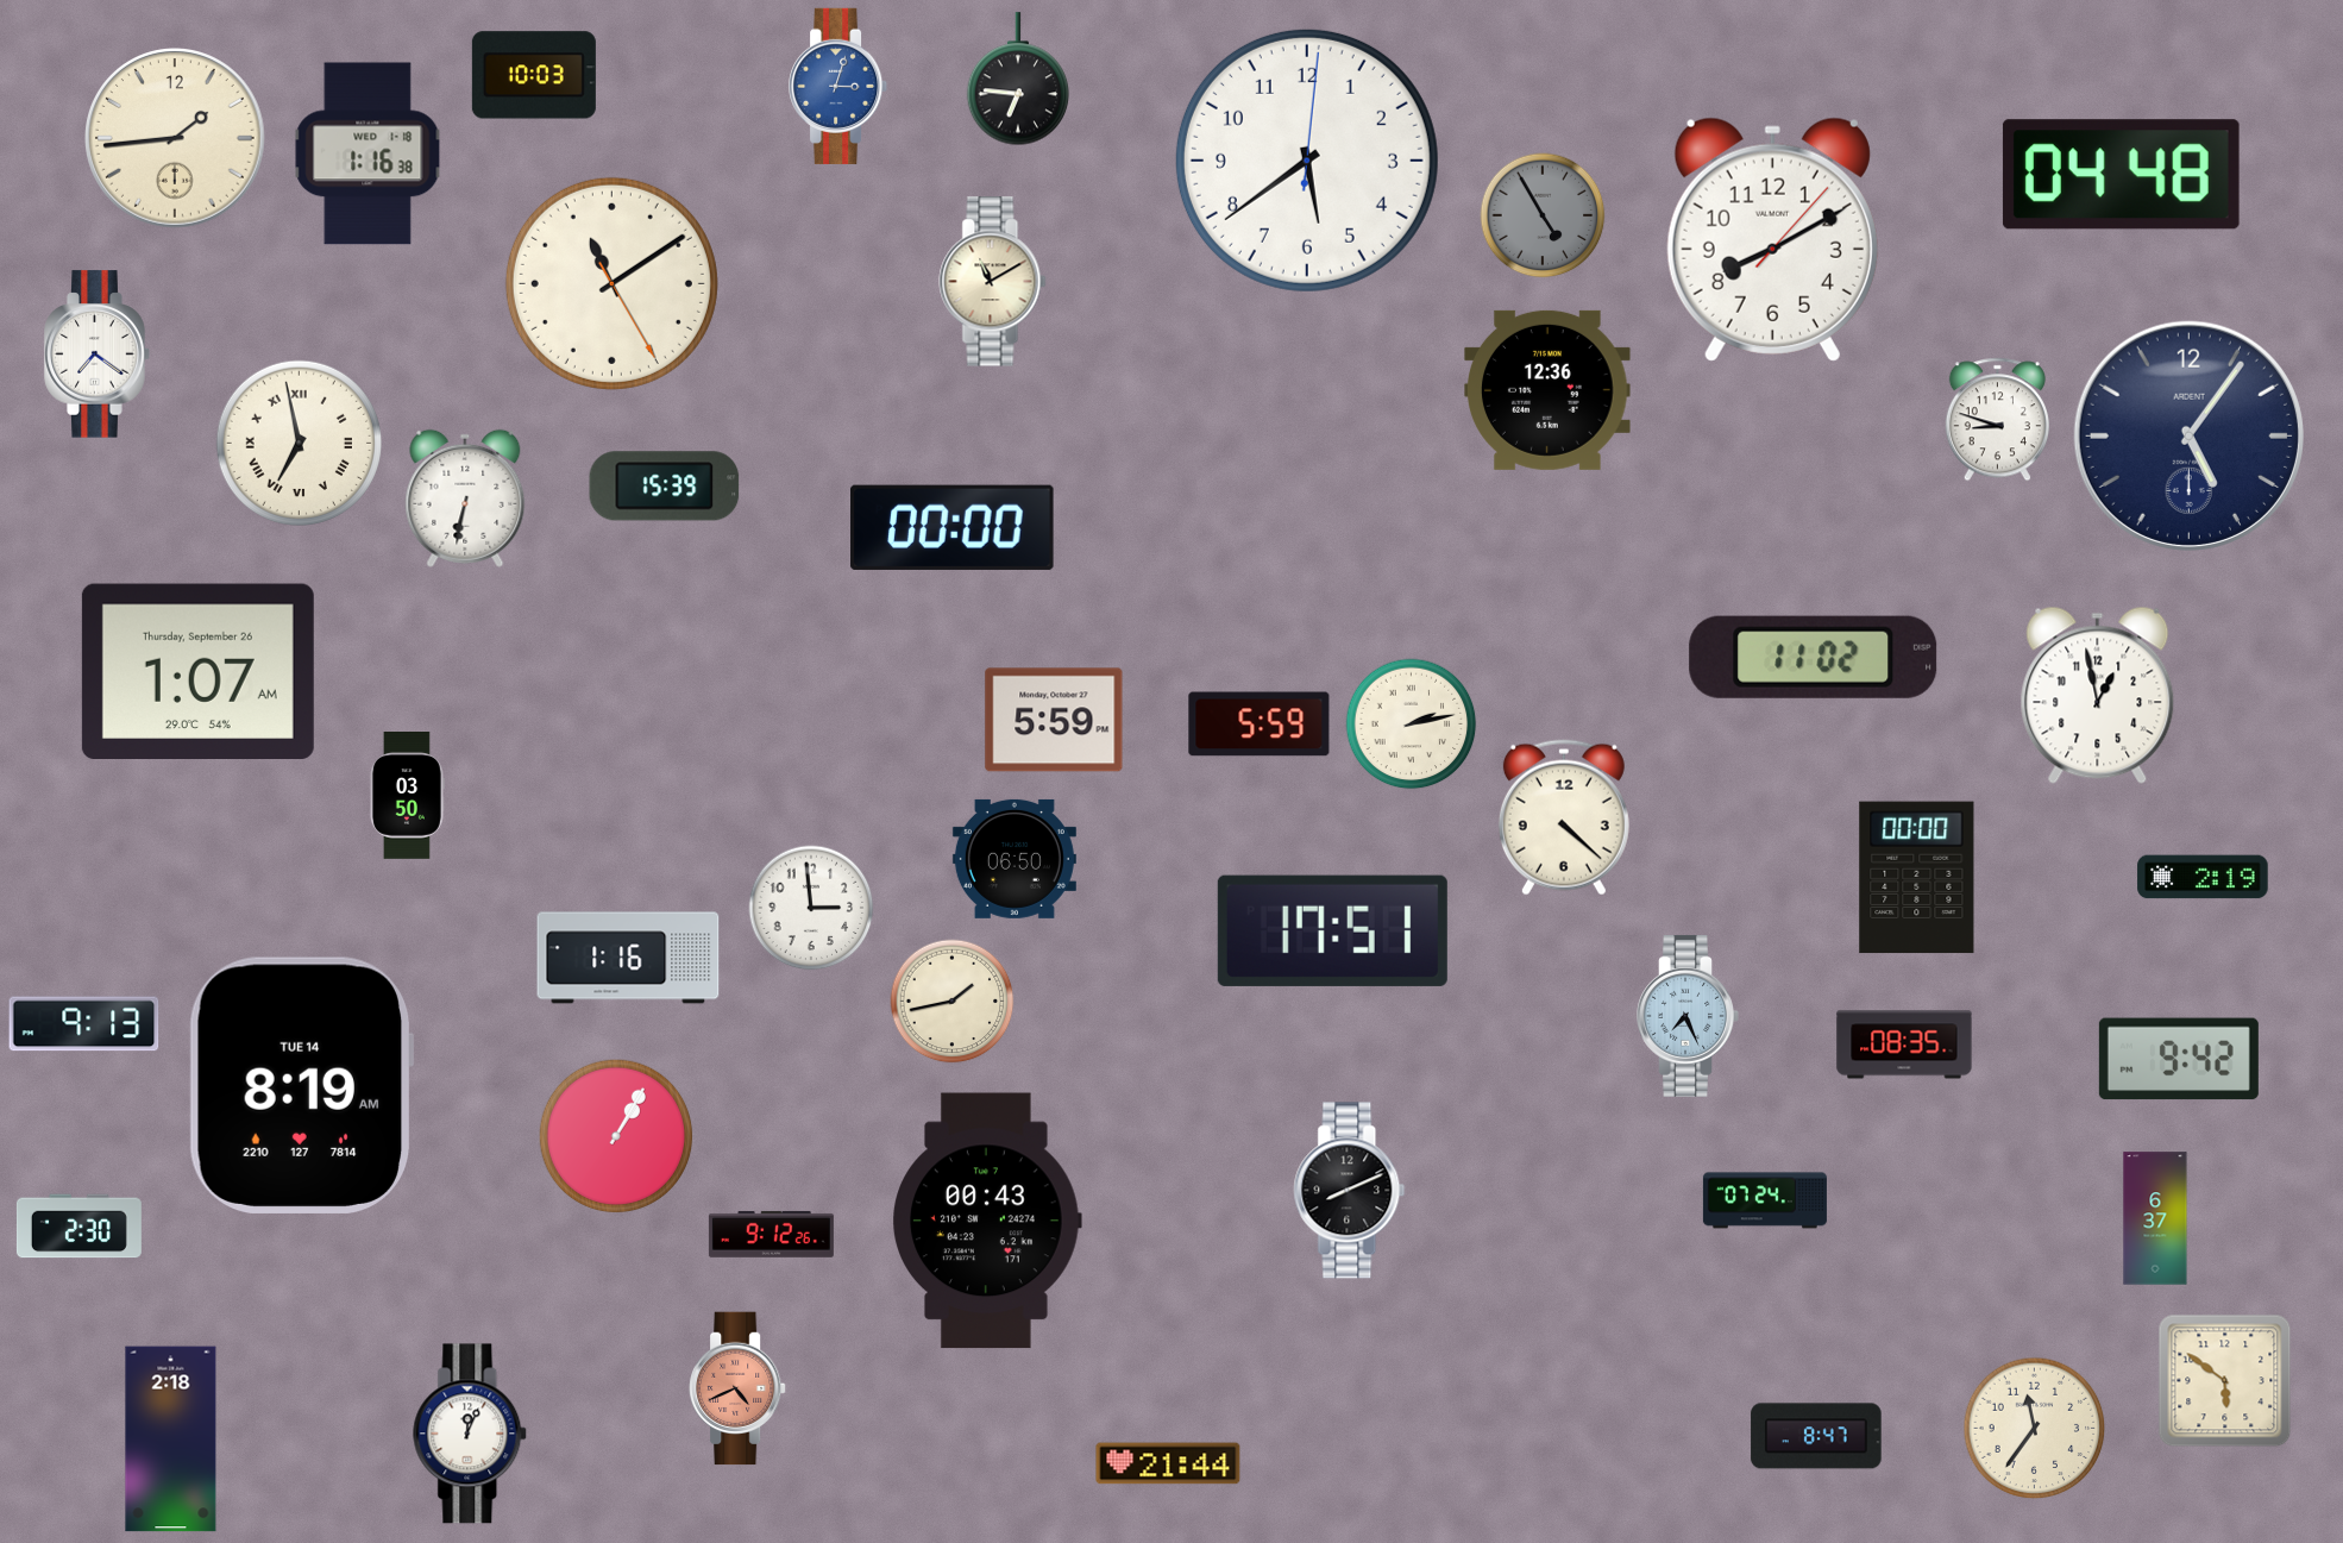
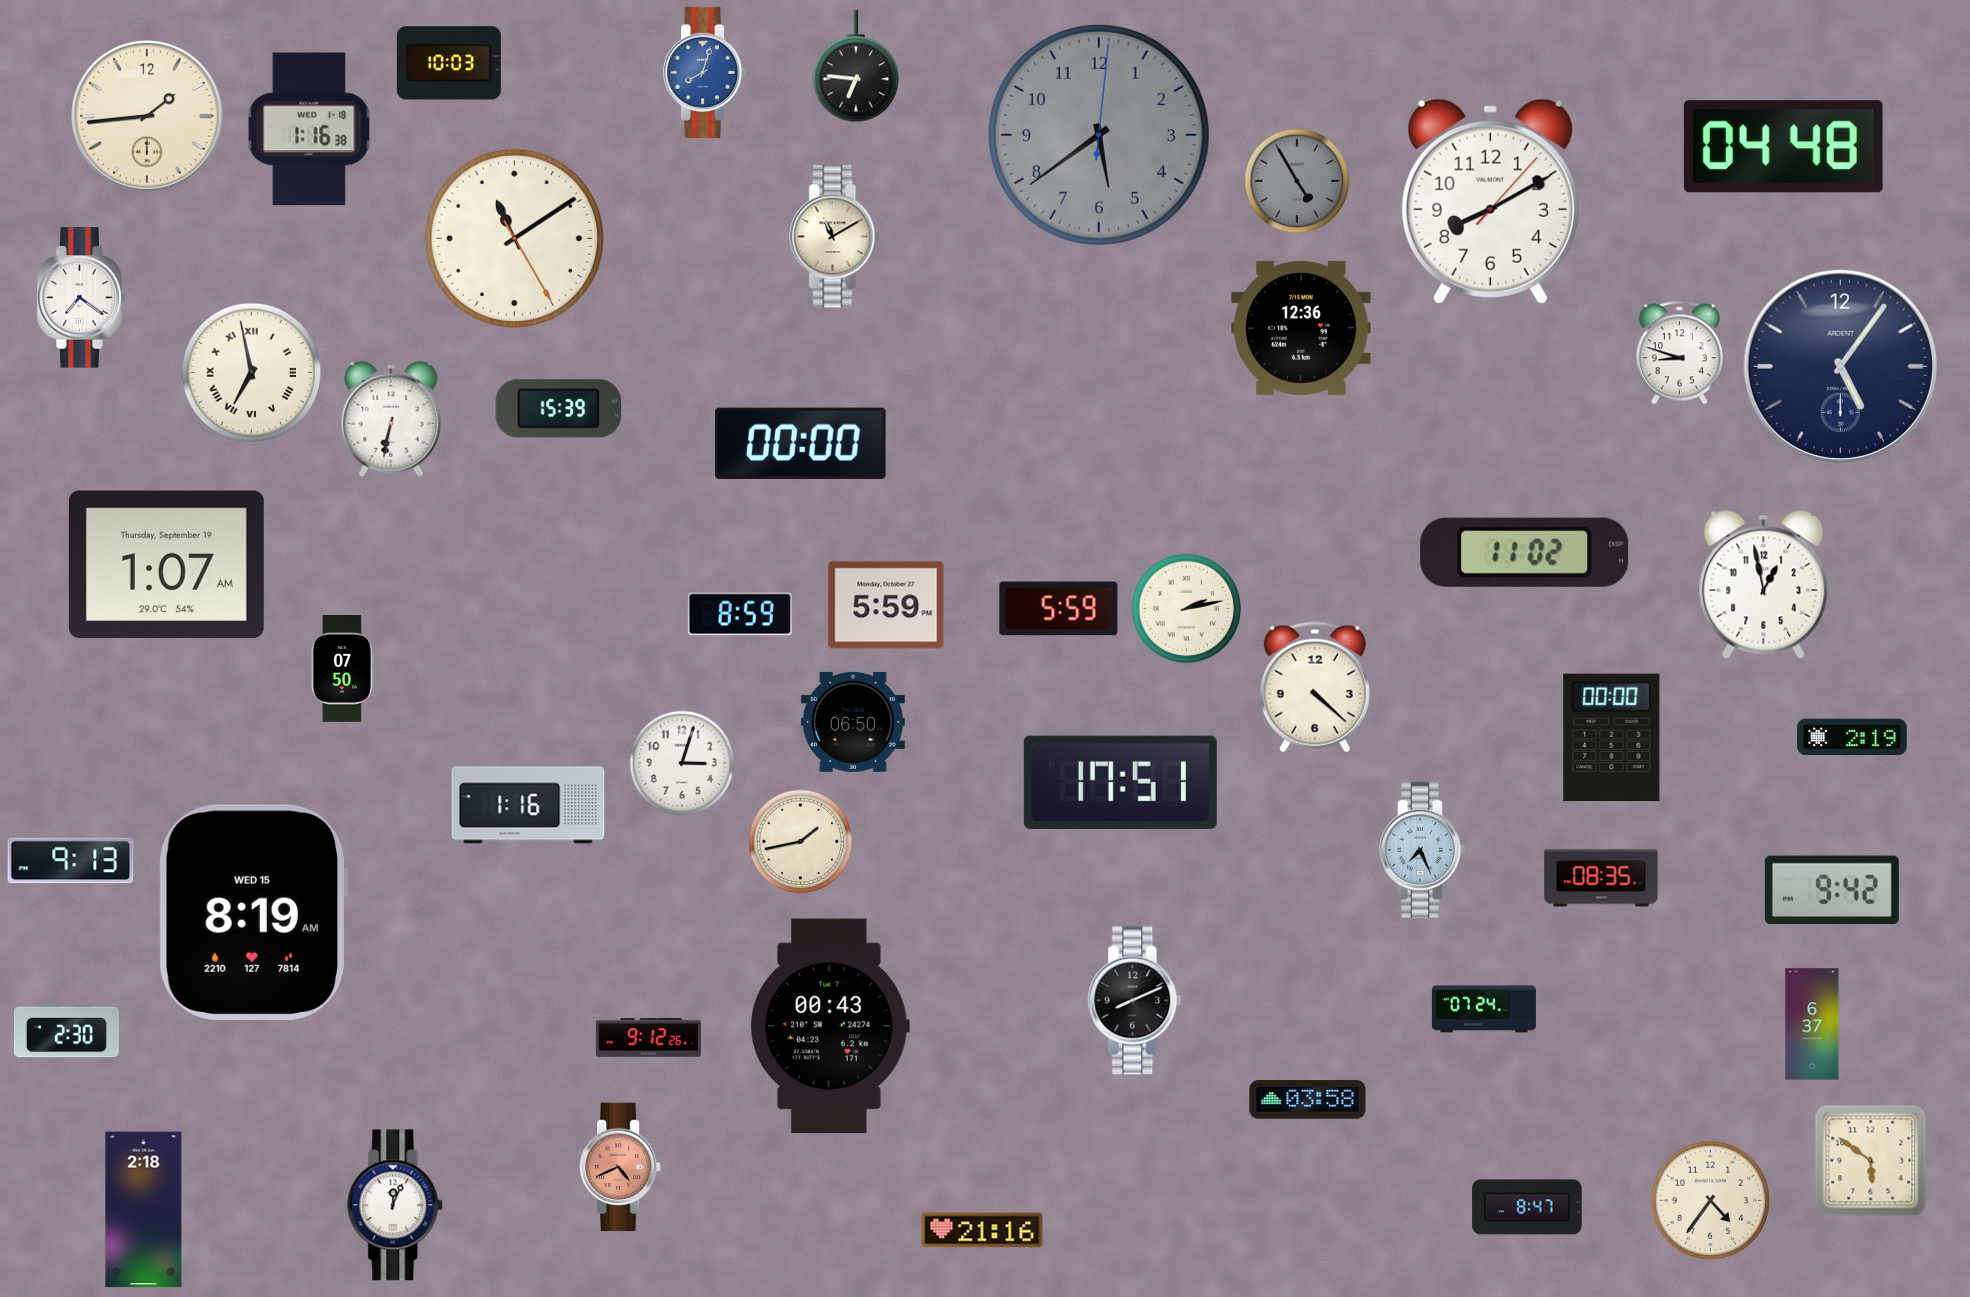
clock at (838, 86): 3:03 -> 8:03
clock at (1307, 161) dial: white -> grey
clock at (197, 671) date: Thursday, September 26 -> Thursday, September 19
clock at (740, 614): none -> 8:59
clock at (407, 796): 03:50 -> 07:50
clock at (811, 908): 2:59 -> 3:03
clock at (1688, 1016) position: (1688, 1016) -> (1422, 850)
clock at (301, 1085) date: TUE 14 -> WED 15
clock at (616, 1136): 1:05 -> none
clock at (1308, 1100): none -> 03:58
clock at (2035, 1429): 11:36 -> 4:36
clock at (1168, 1463): 21:44 -> 21:16
